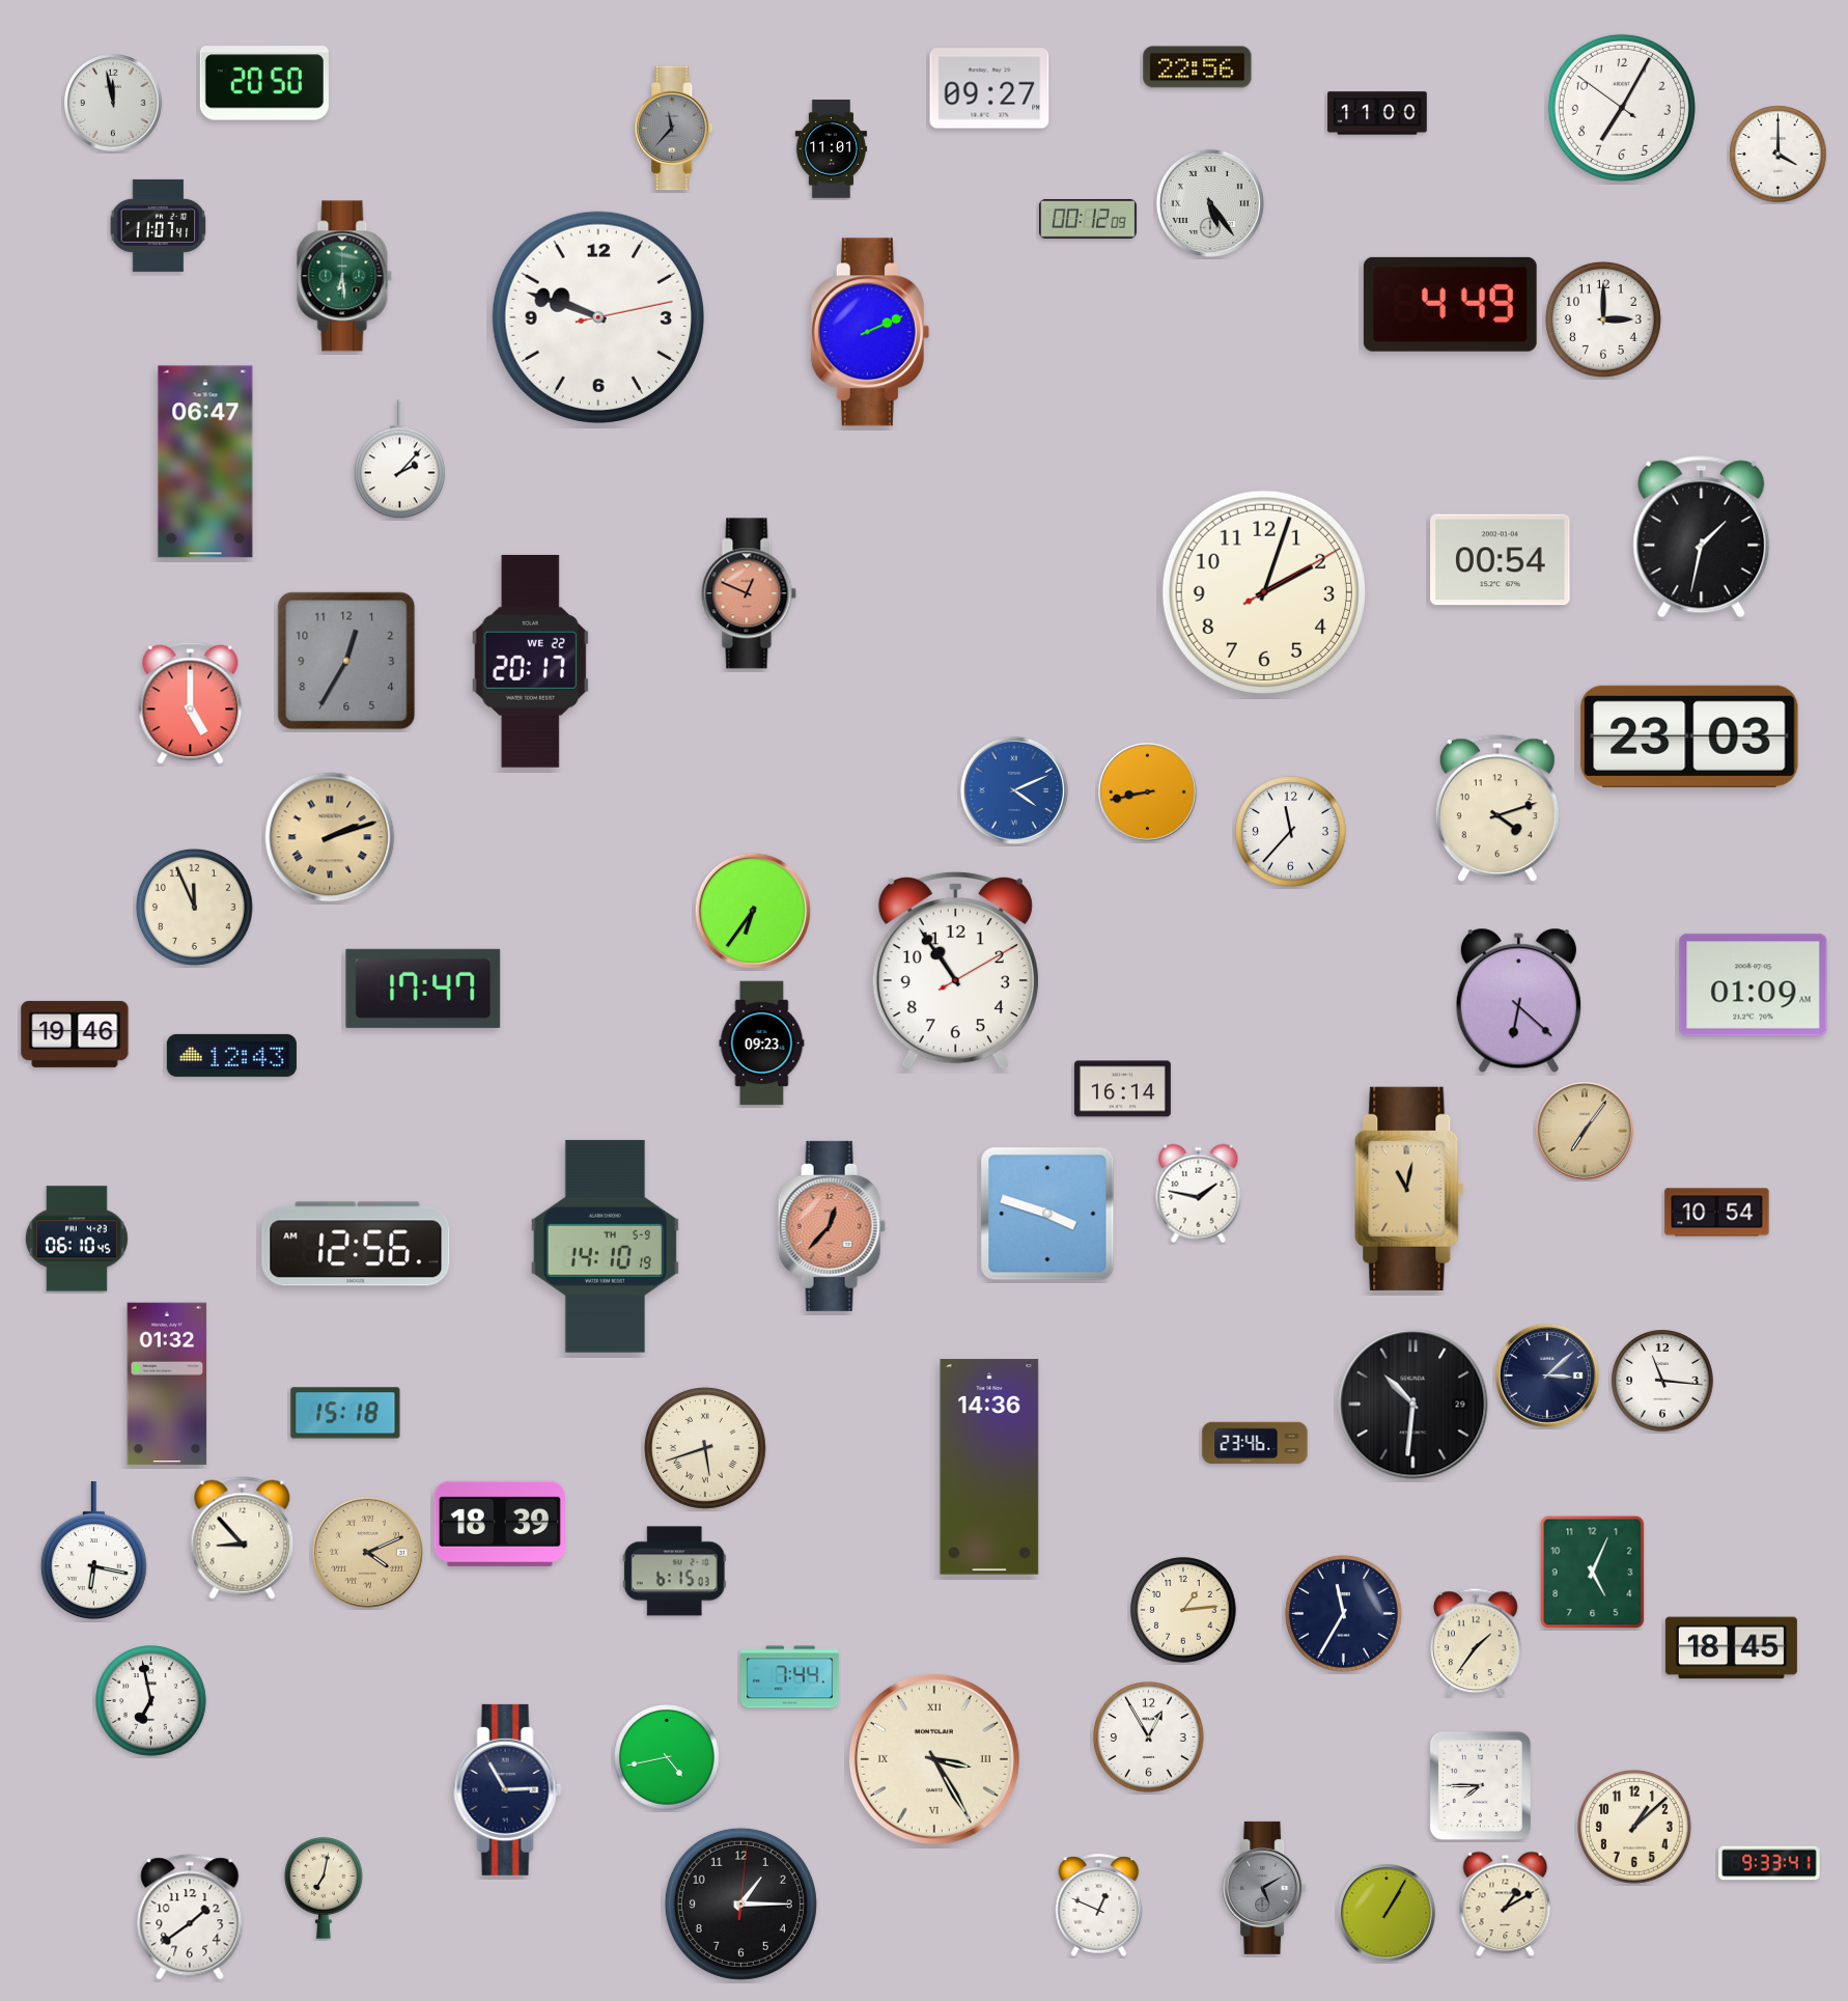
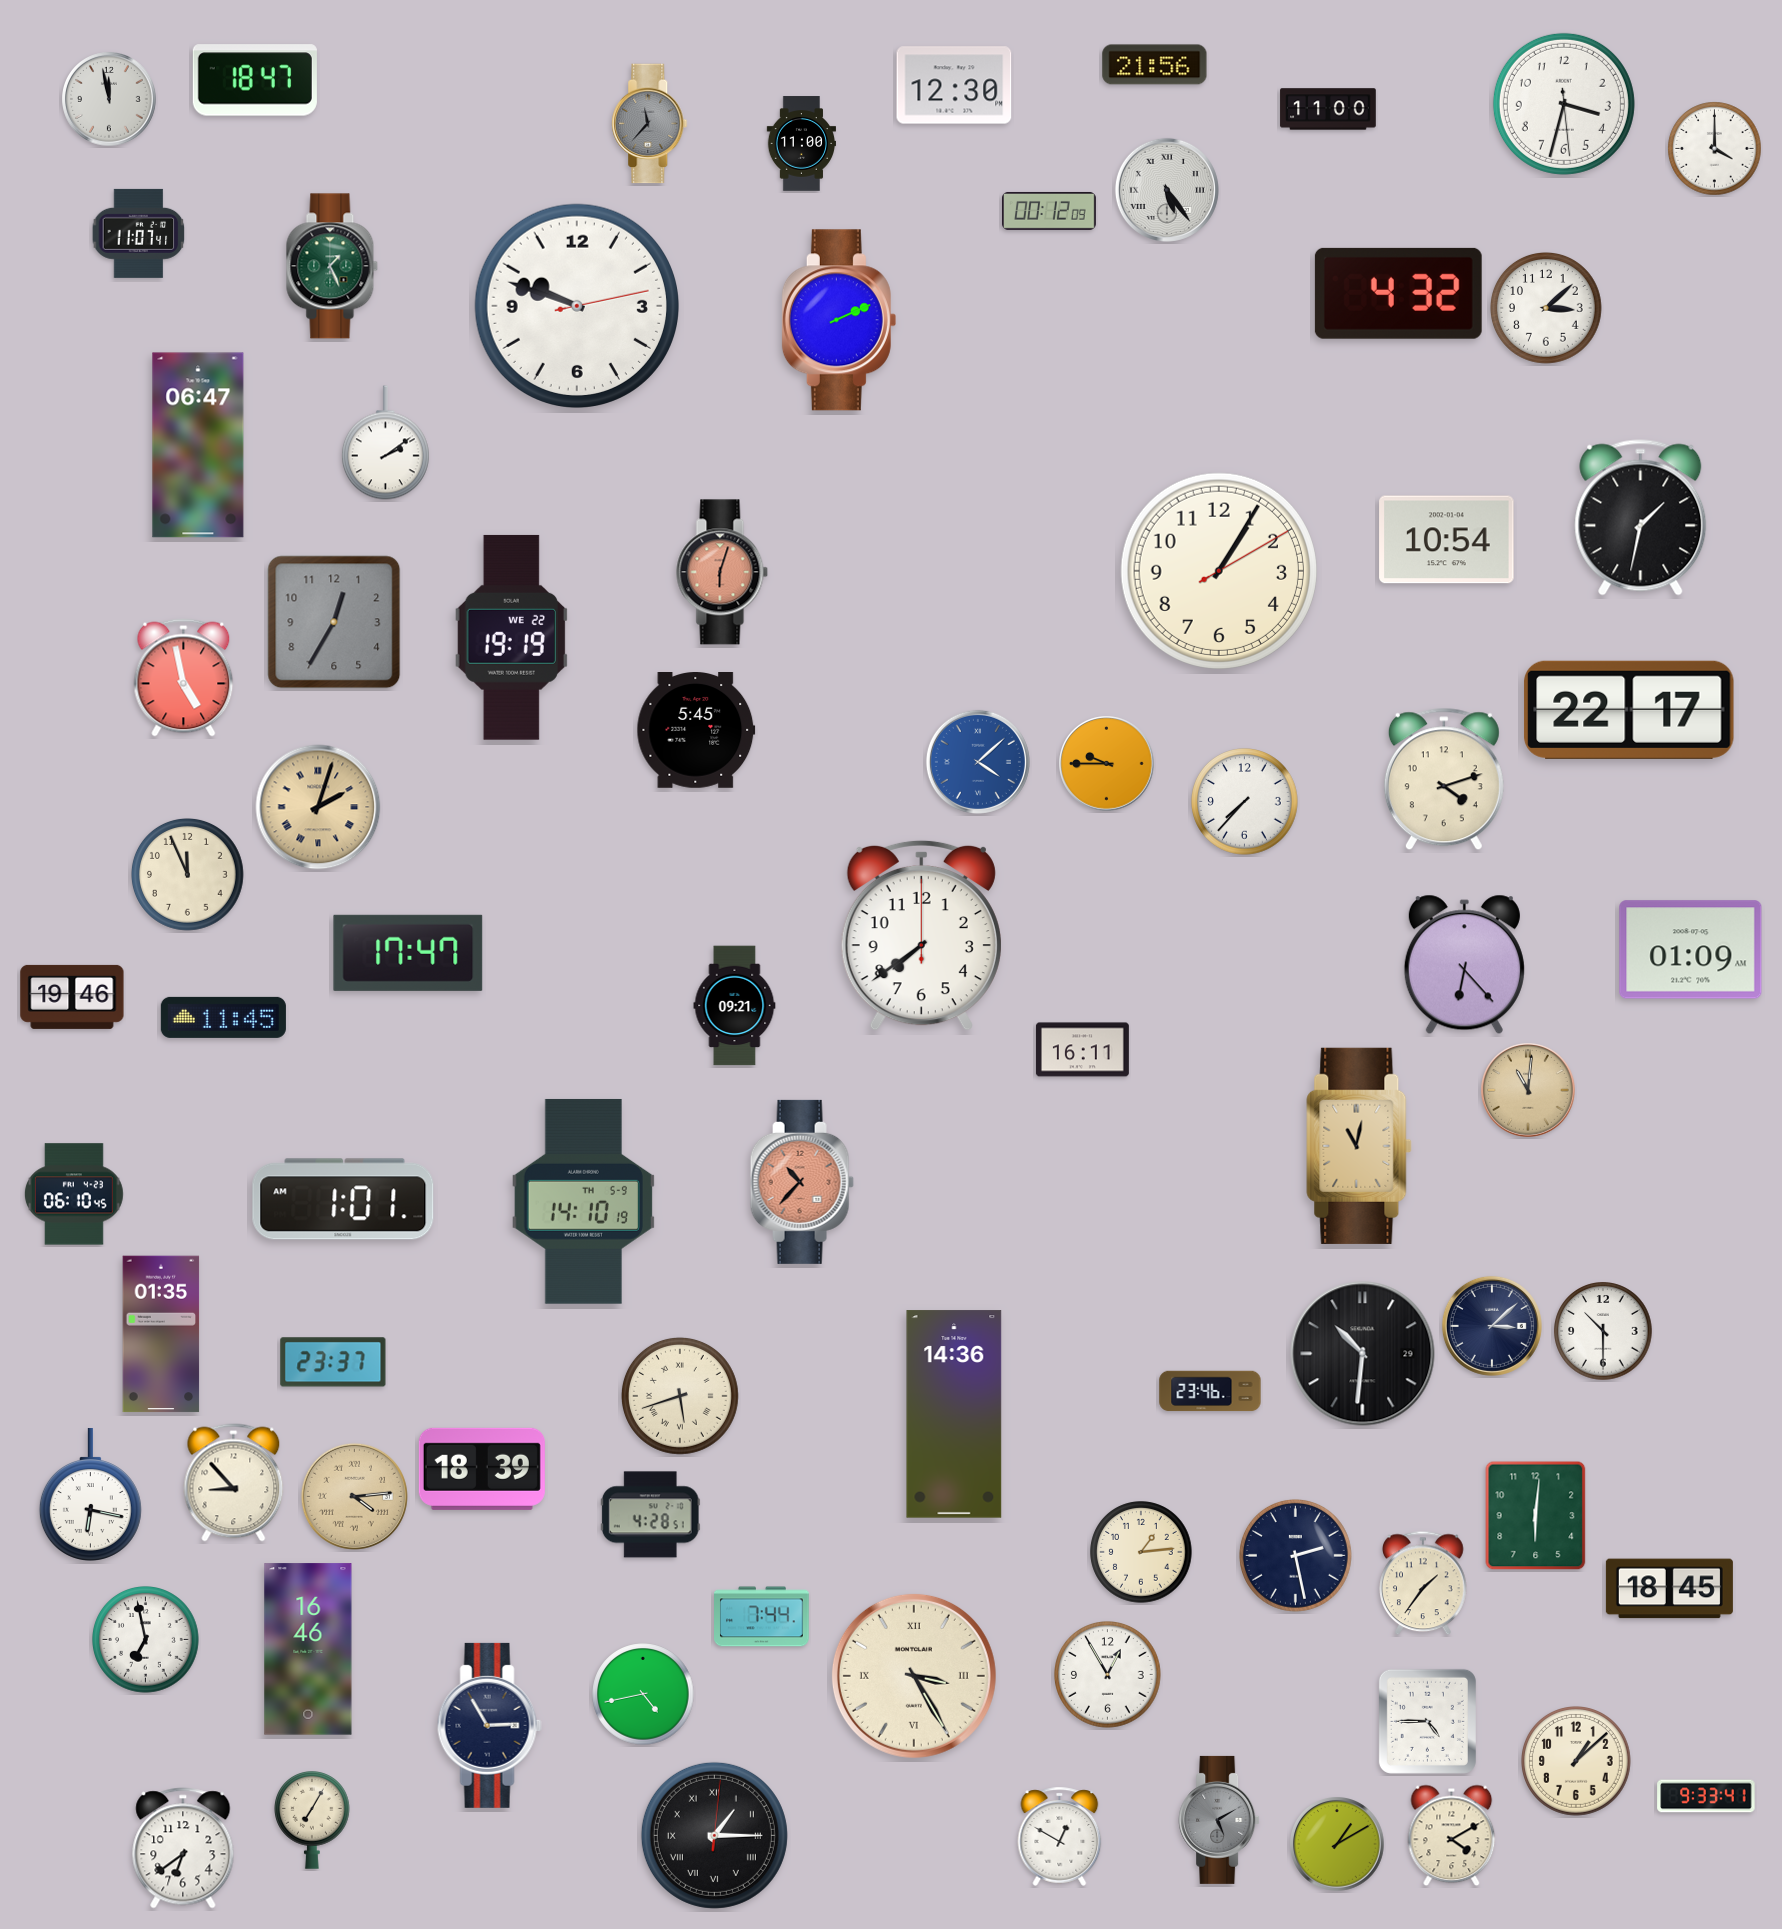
clock at (1198, 67): 22:56 -> 21:56
clock at (264, 83): 20:50 -> 18:47
clock at (989, 88): 09:27 -> 12:30
clock at (1622, 108): 7:04 -> 3:32
clock at (832, 149): 11:01 -> 11:00
clock at (1210, 203) position: (1210, 203) -> (1167, 190)
clock at (159, 225) position: (159, 225) -> (139, 233)
clock at (344, 276): 6:29 -> 1:26
clock at (1450, 304): 4:49 -> 4:32
clock at (1604, 321): 3:00 -> 3:08
clock at (399, 460): 2:07 -> 2:09
clock at (1501, 560): 00:54 -> 10:54
clock at (1264, 592): 2:03 -> 1:05
clock at (749, 593): 12:49 -> 6:03
clock at (346, 661) position: (346, 661) -> (334, 622)
clock at (530, 661): 20:17 -> 19:19
clock at (191, 703): 5:00 -> 4:58
clock at (1689, 737): 23:03 -> 22:17
clock at (696, 731): none -> 5:45
clock at (1014, 790): 4:11 -> 4:08
clock at (1148, 793): 8:43 -> 9:45
clock at (1291, 832): 11:37 -> 7:37
clock at (330, 837): 2:12 -> 2:03
clock at (752, 910): 6:36 -> none
clock at (955, 970): 10:54 -> 7:39
clock at (1518, 1001): 6:22 -> 6:23
clock at (762, 1044): 09:23 -> 09:21
clock at (231, 1055): 12:43 -> 11:45
clock at (1122, 1089): 16:14 -> 16:11
clock at (1586, 1132): 7:06 -> 11:01
clock at (1199, 1194): 1:47 -> none
clock at (1717, 1213): 10:54 -> none
clock at (1047, 1214): 3:48 -> none
clock at (832, 1226): 12:37 -> 10:37
clock at (356, 1244): 12:56 -> 1:01
clock at (1662, 1381): 11:16 -> 10:30
clock at (167, 1384): 01:32 -> 01:35
clock at (345, 1413): 15:18 -> 23:37
clock at (367, 1552): 4:11 -> 4:14
clock at (674, 1572): 6:15 -> 4:28
clock at (1593, 1573): 5:04 -> 6:01
clock at (1344, 1614): 11:35 -> 2:28
clock at (308, 1649): none -> 16:46
clock at (934, 1759) position: (934, 1759) -> (914, 1676)
clock at (1480, 1785): 7:45 -> 4:45
clock at (325, 1889): 7:02 -> 7:05
clock at (740, 1903) numerals: Arabic -> Roman
clock at (1099, 1905): 12:49 -> 12:50
clock at (1506, 1905): 1:10 -> 4:10
clock at (1388, 1914): 1:05 -> 1:10
clock at (190, 1917): 1:39 -> 6:39
